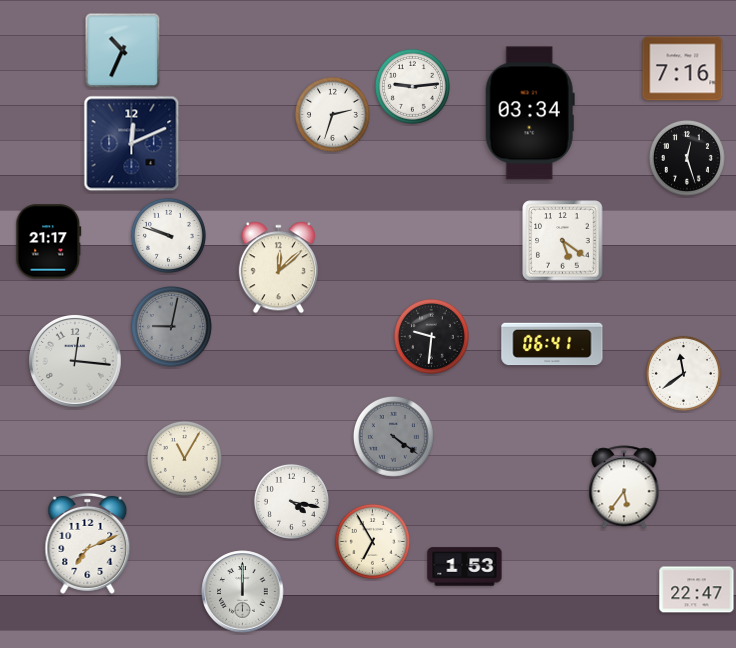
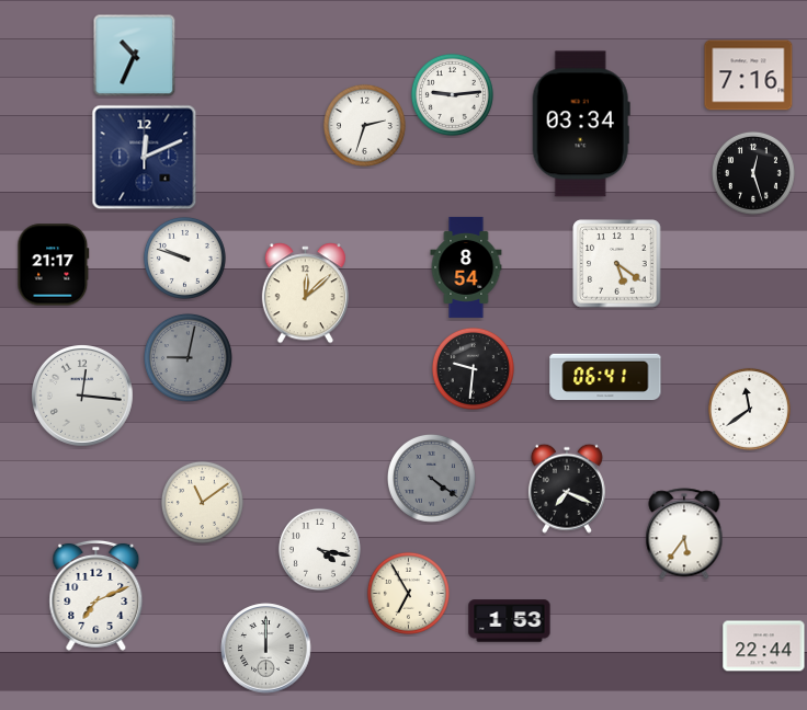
clock at (466, 267): none -> 8:54
clock at (567, 489): none -> 7:19
clock at (184, 458): 11:05 -> 11:09
clock at (697, 590): 22:47 -> 22:44
